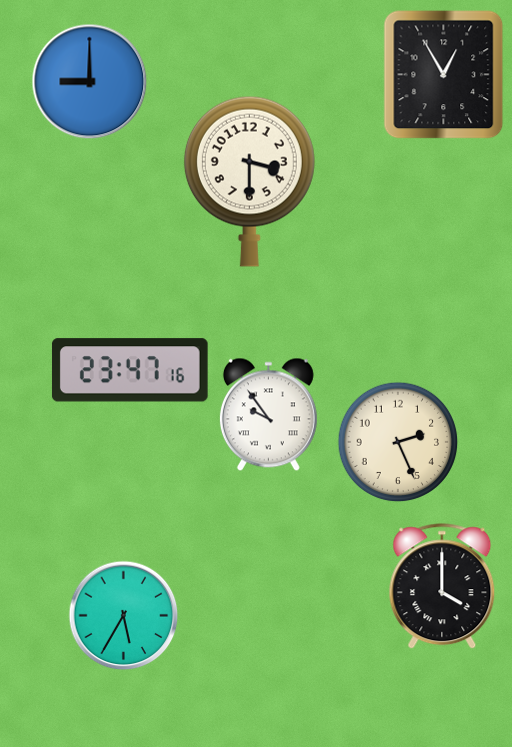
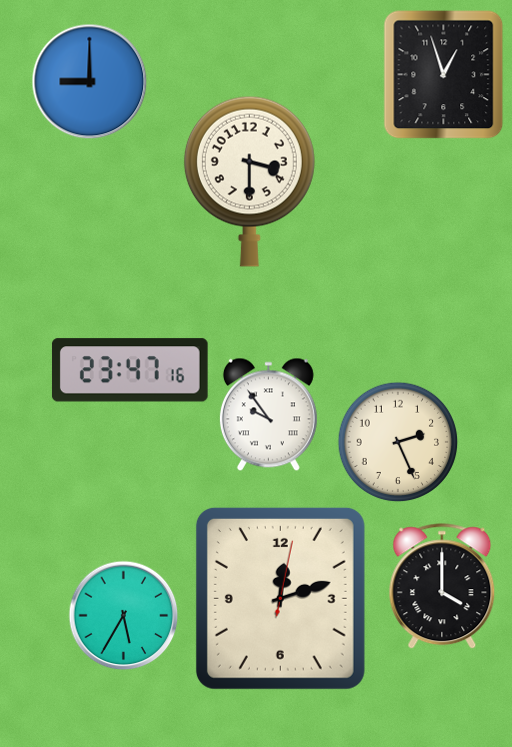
clock at (444, 75): 12:55 -> 12:57
clock at (280, 598): none -> 12:12
